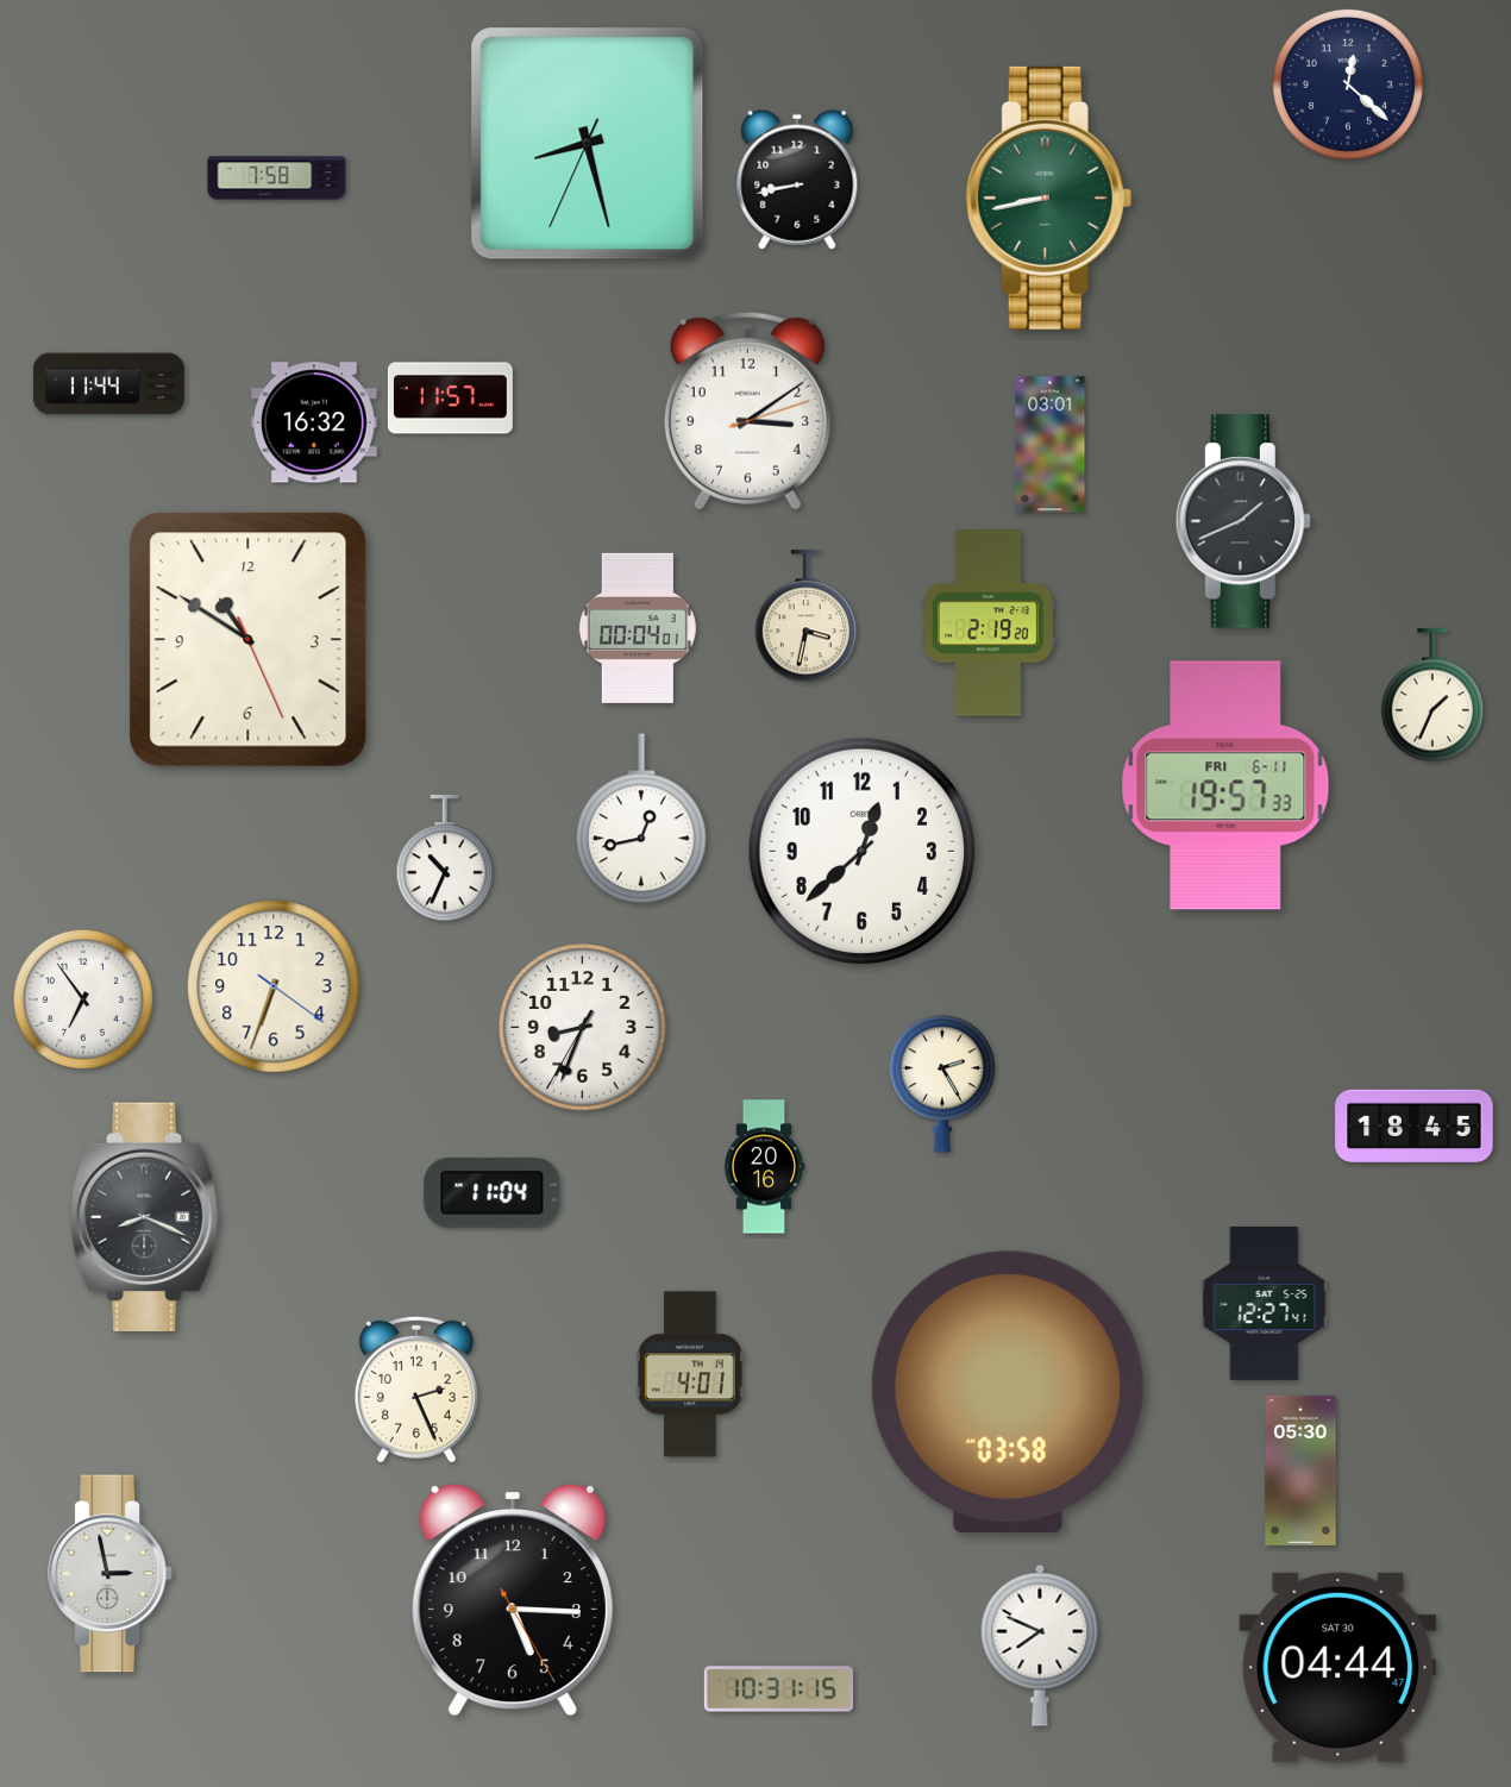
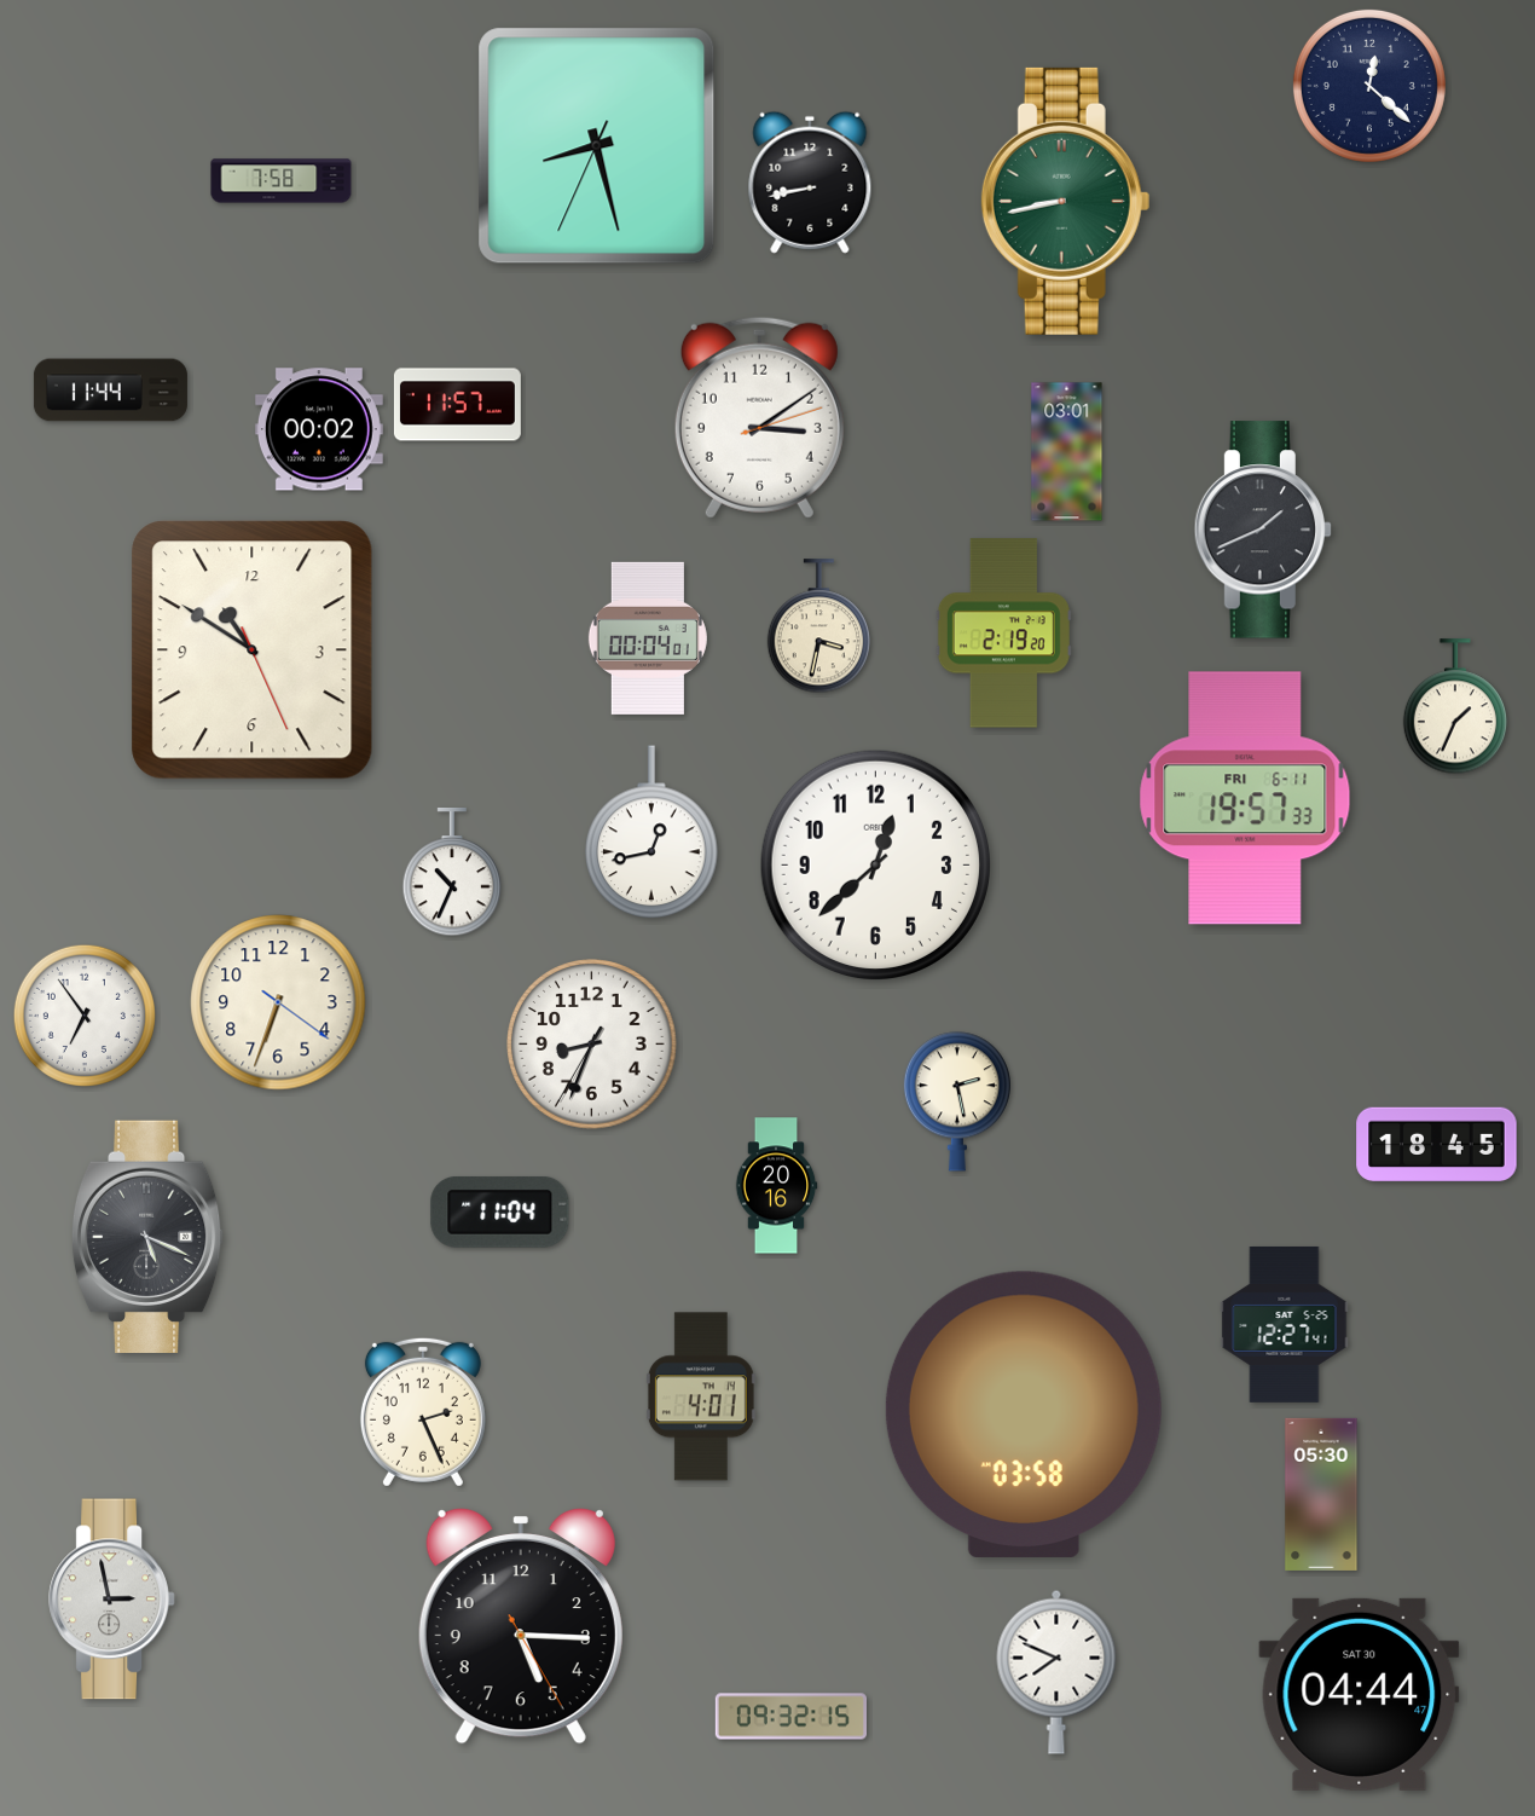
clock at (314, 422): 16:32 -> 00:02
clock at (942, 1084): 2:25 -> 2:28
clock at (145, 1216): 8:19 -> 5:19
clock at (778, 1689): 10:31 -> 09:32
